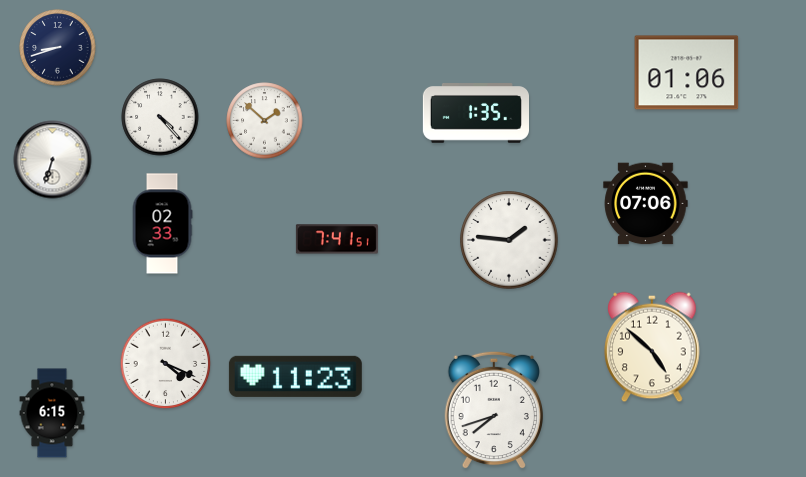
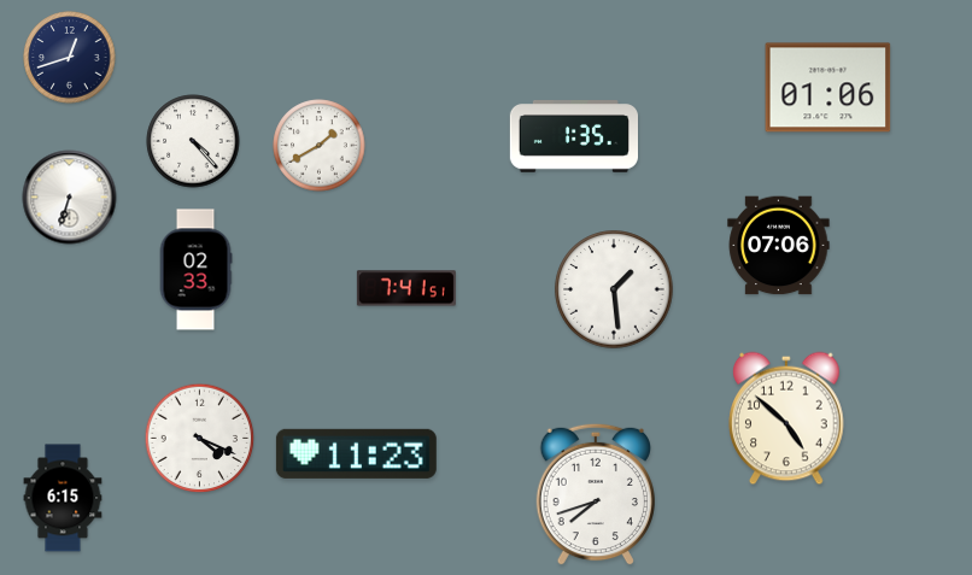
clock at (58, 48): 8:42 -> 12:42
clock at (265, 121): 1:52 -> 1:40
clock at (53, 160) position: (53, 160) -> (70, 198)
clock at (509, 240): 1:46 -> 1:29
